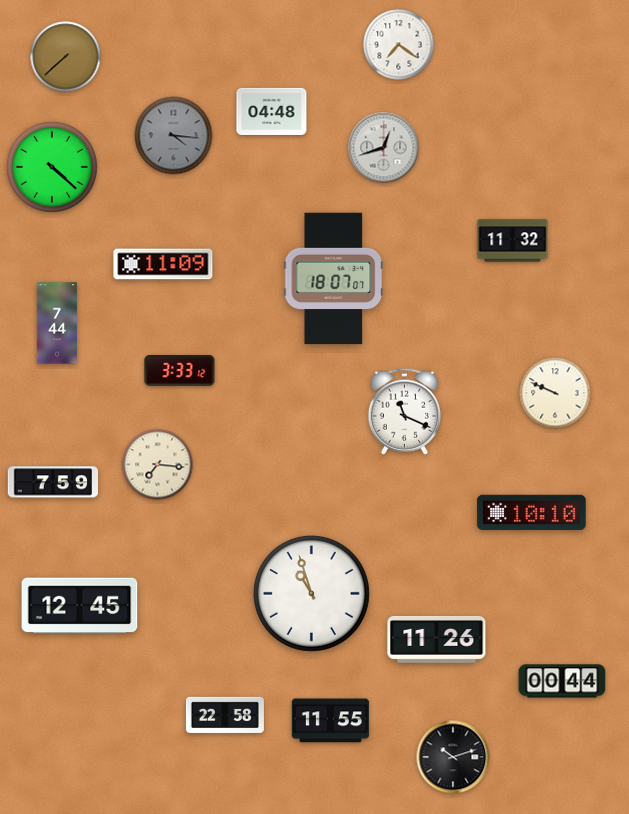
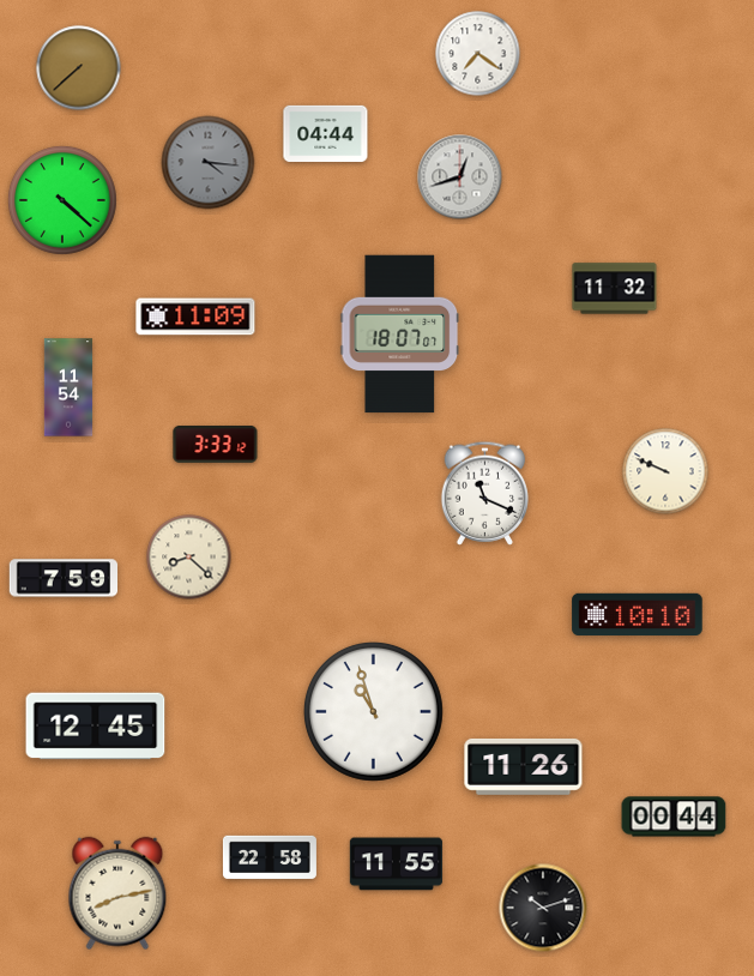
clock at (272, 111): 04:48 -> 04:44
clock at (57, 323): 7:44 -> 11:54
clock at (158, 465): 7:16 -> 8:22
clock at (117, 893): none -> 8:13
